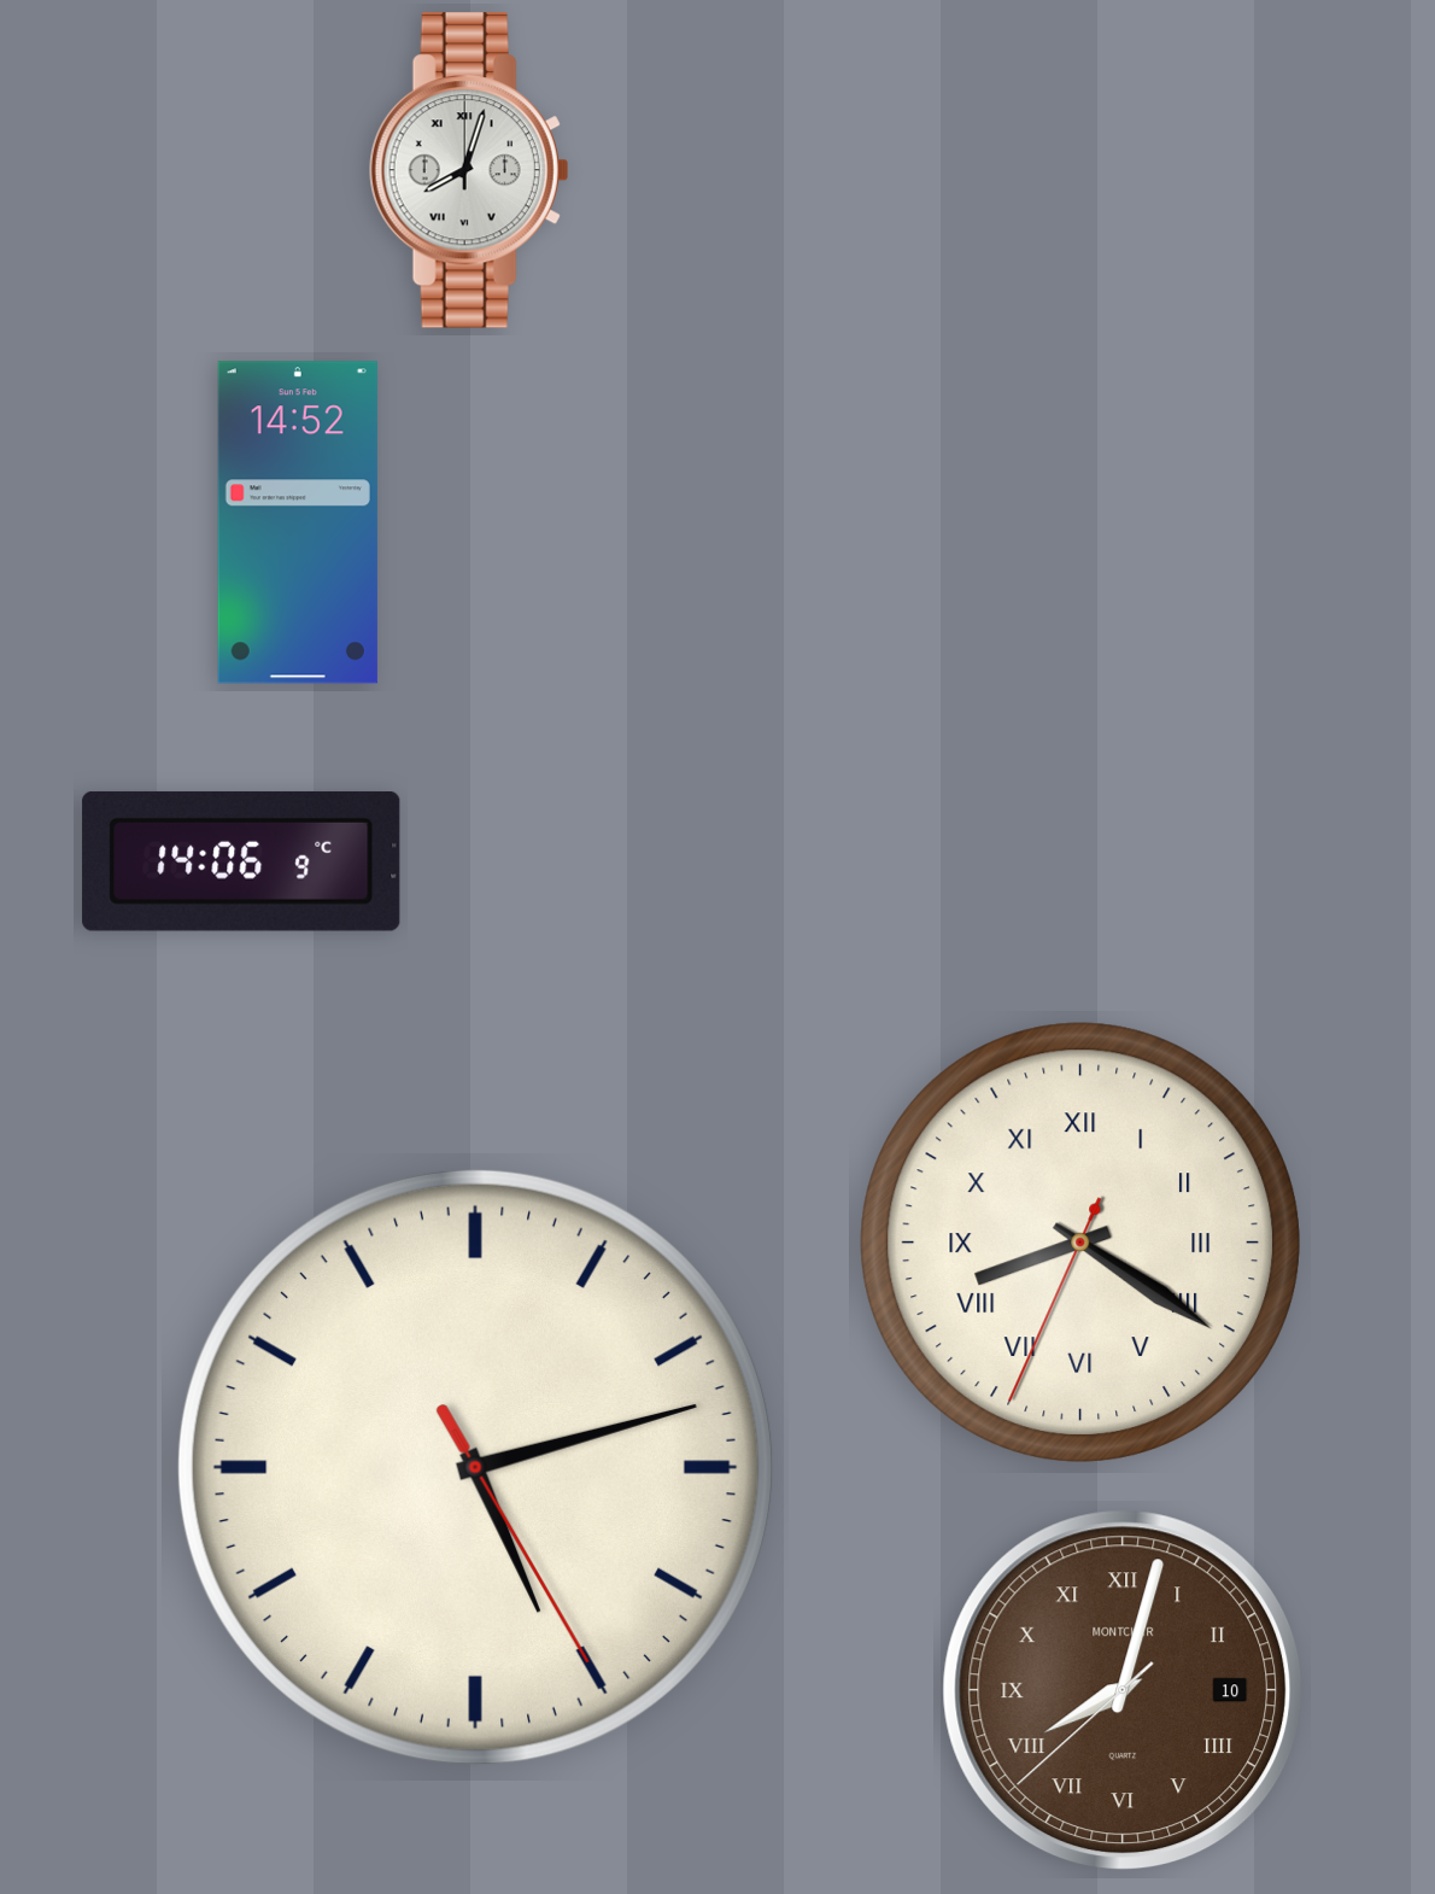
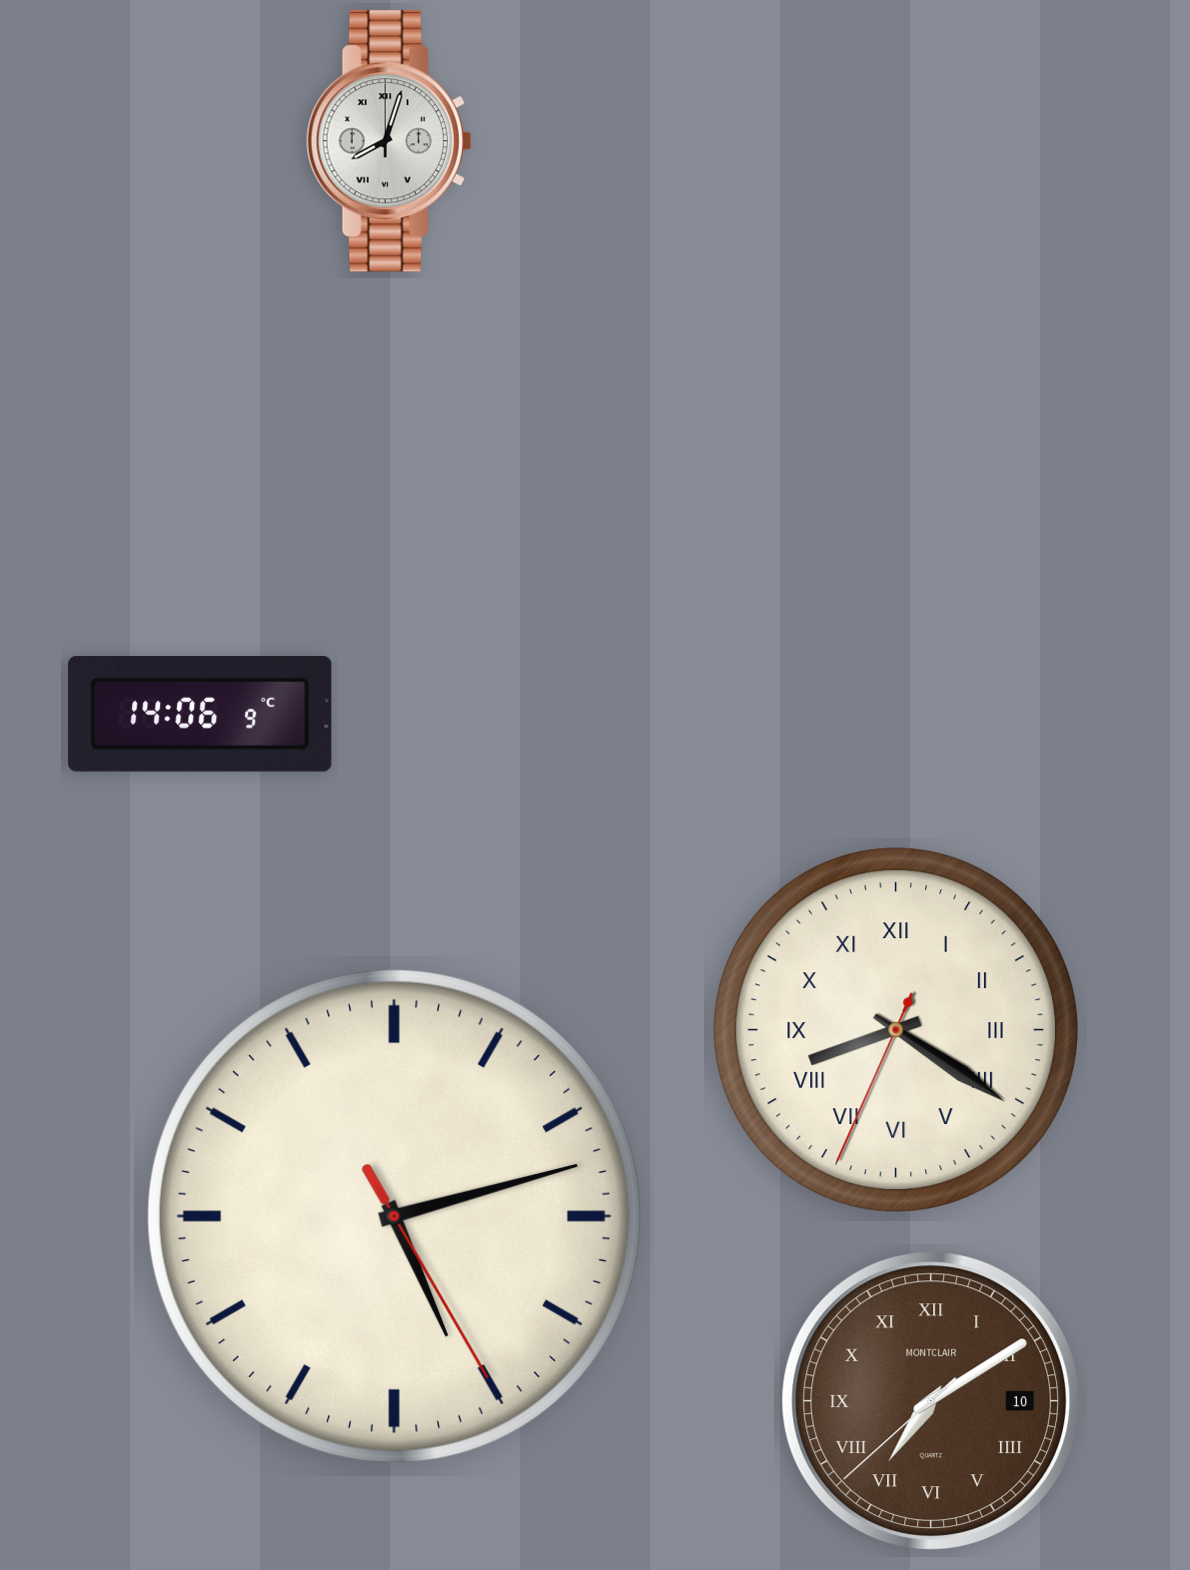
clock at (298, 522): 14:52 -> none
clock at (1123, 1690): 8:02 -> 7:09
